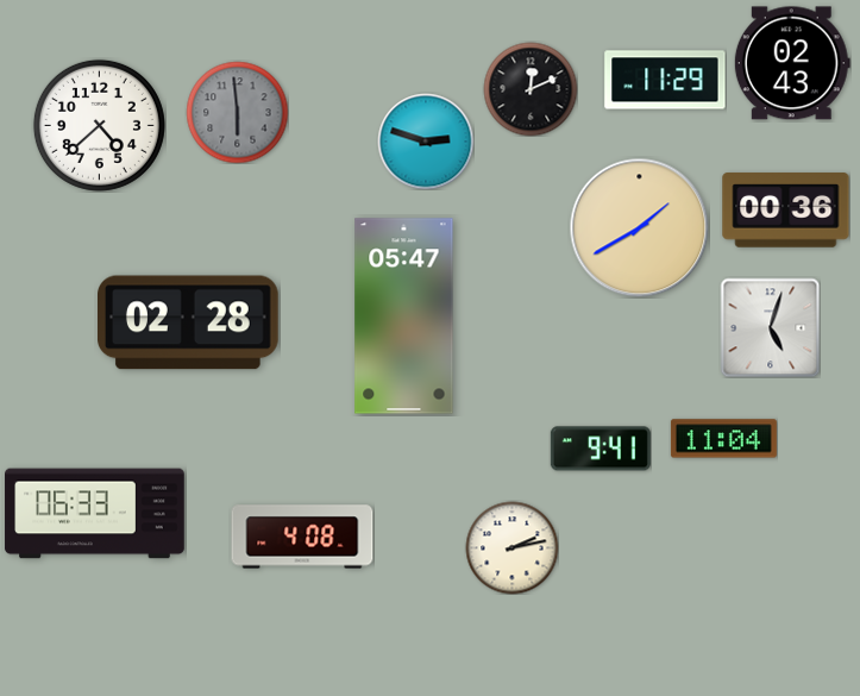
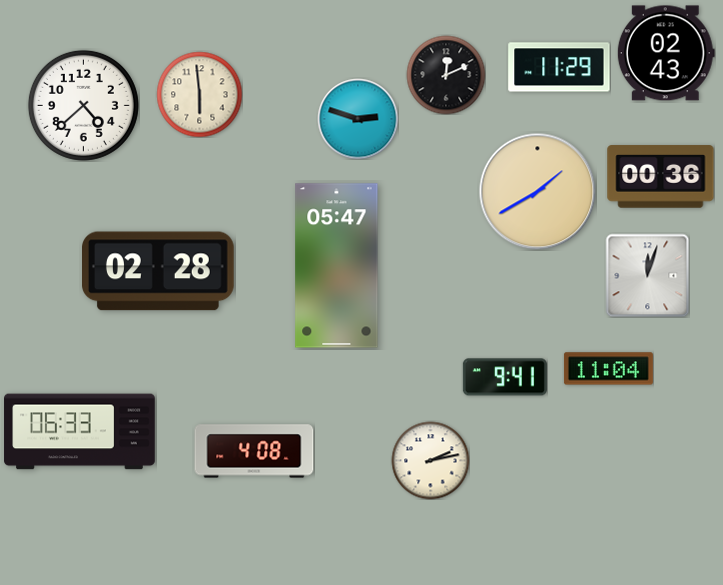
clock at (237, 112) dial: grey -> cream
clock at (404, 316) position: (404, 316) -> (337, 266)
clock at (770, 327): 5:03 -> 12:03
